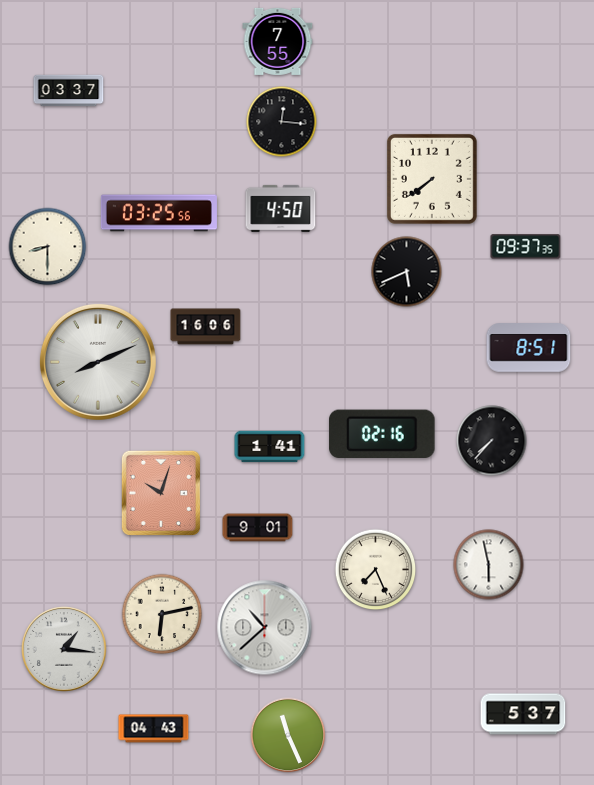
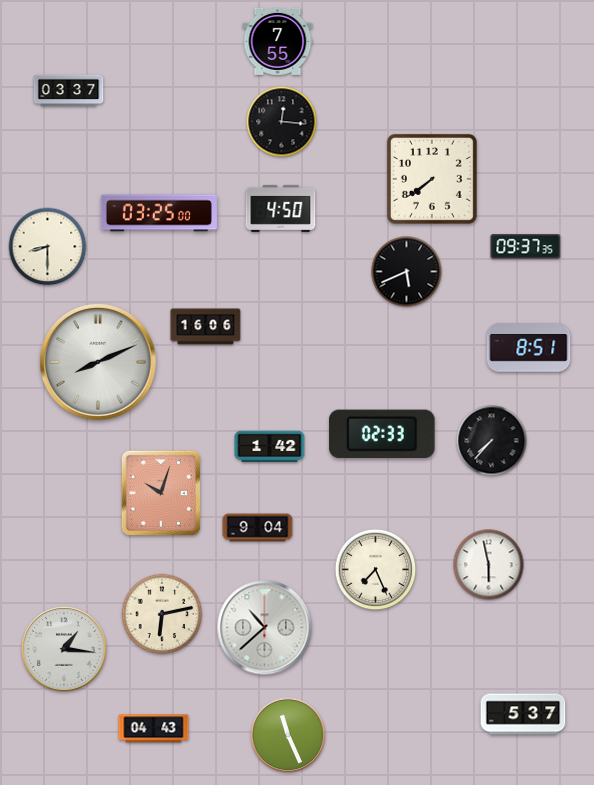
clock at (159, 213): 03:25:56 -> 03:25:00
clock at (382, 434): 02:16 -> 02:33
clock at (270, 447): 1:41 -> 1:42
clock at (258, 528): 9:01 -> 9:04
